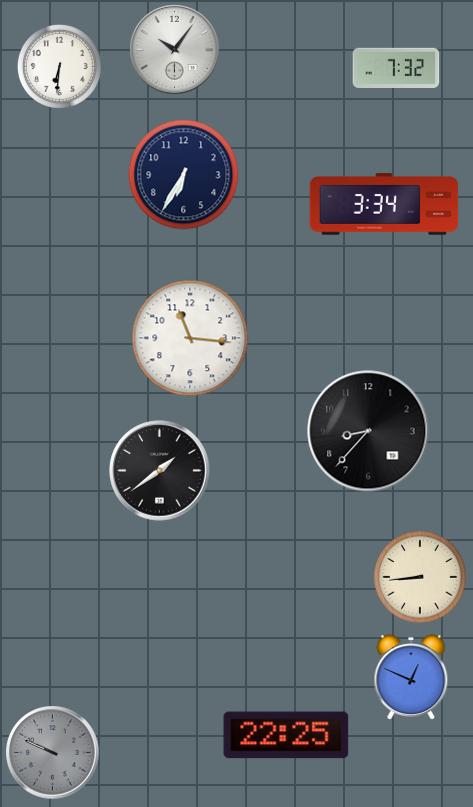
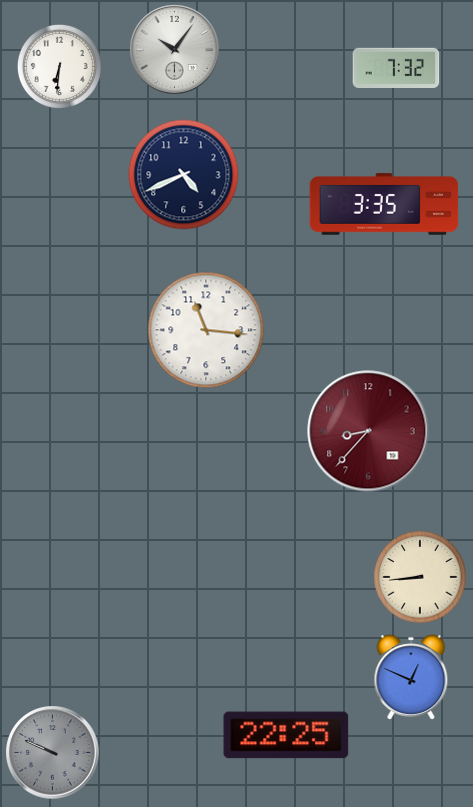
clock at (184, 175): 6:35 -> 4:41
clock at (384, 204): 3:34 -> 3:35
clock at (190, 338) position: (190, 338) -> (206, 330)
clock at (368, 431) dial: black -> burgundy
clock at (160, 471): 1:39 -> none
